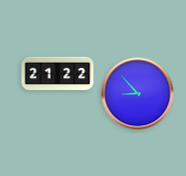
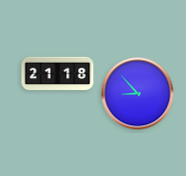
clock at (58, 74): 21:22 -> 21:18
